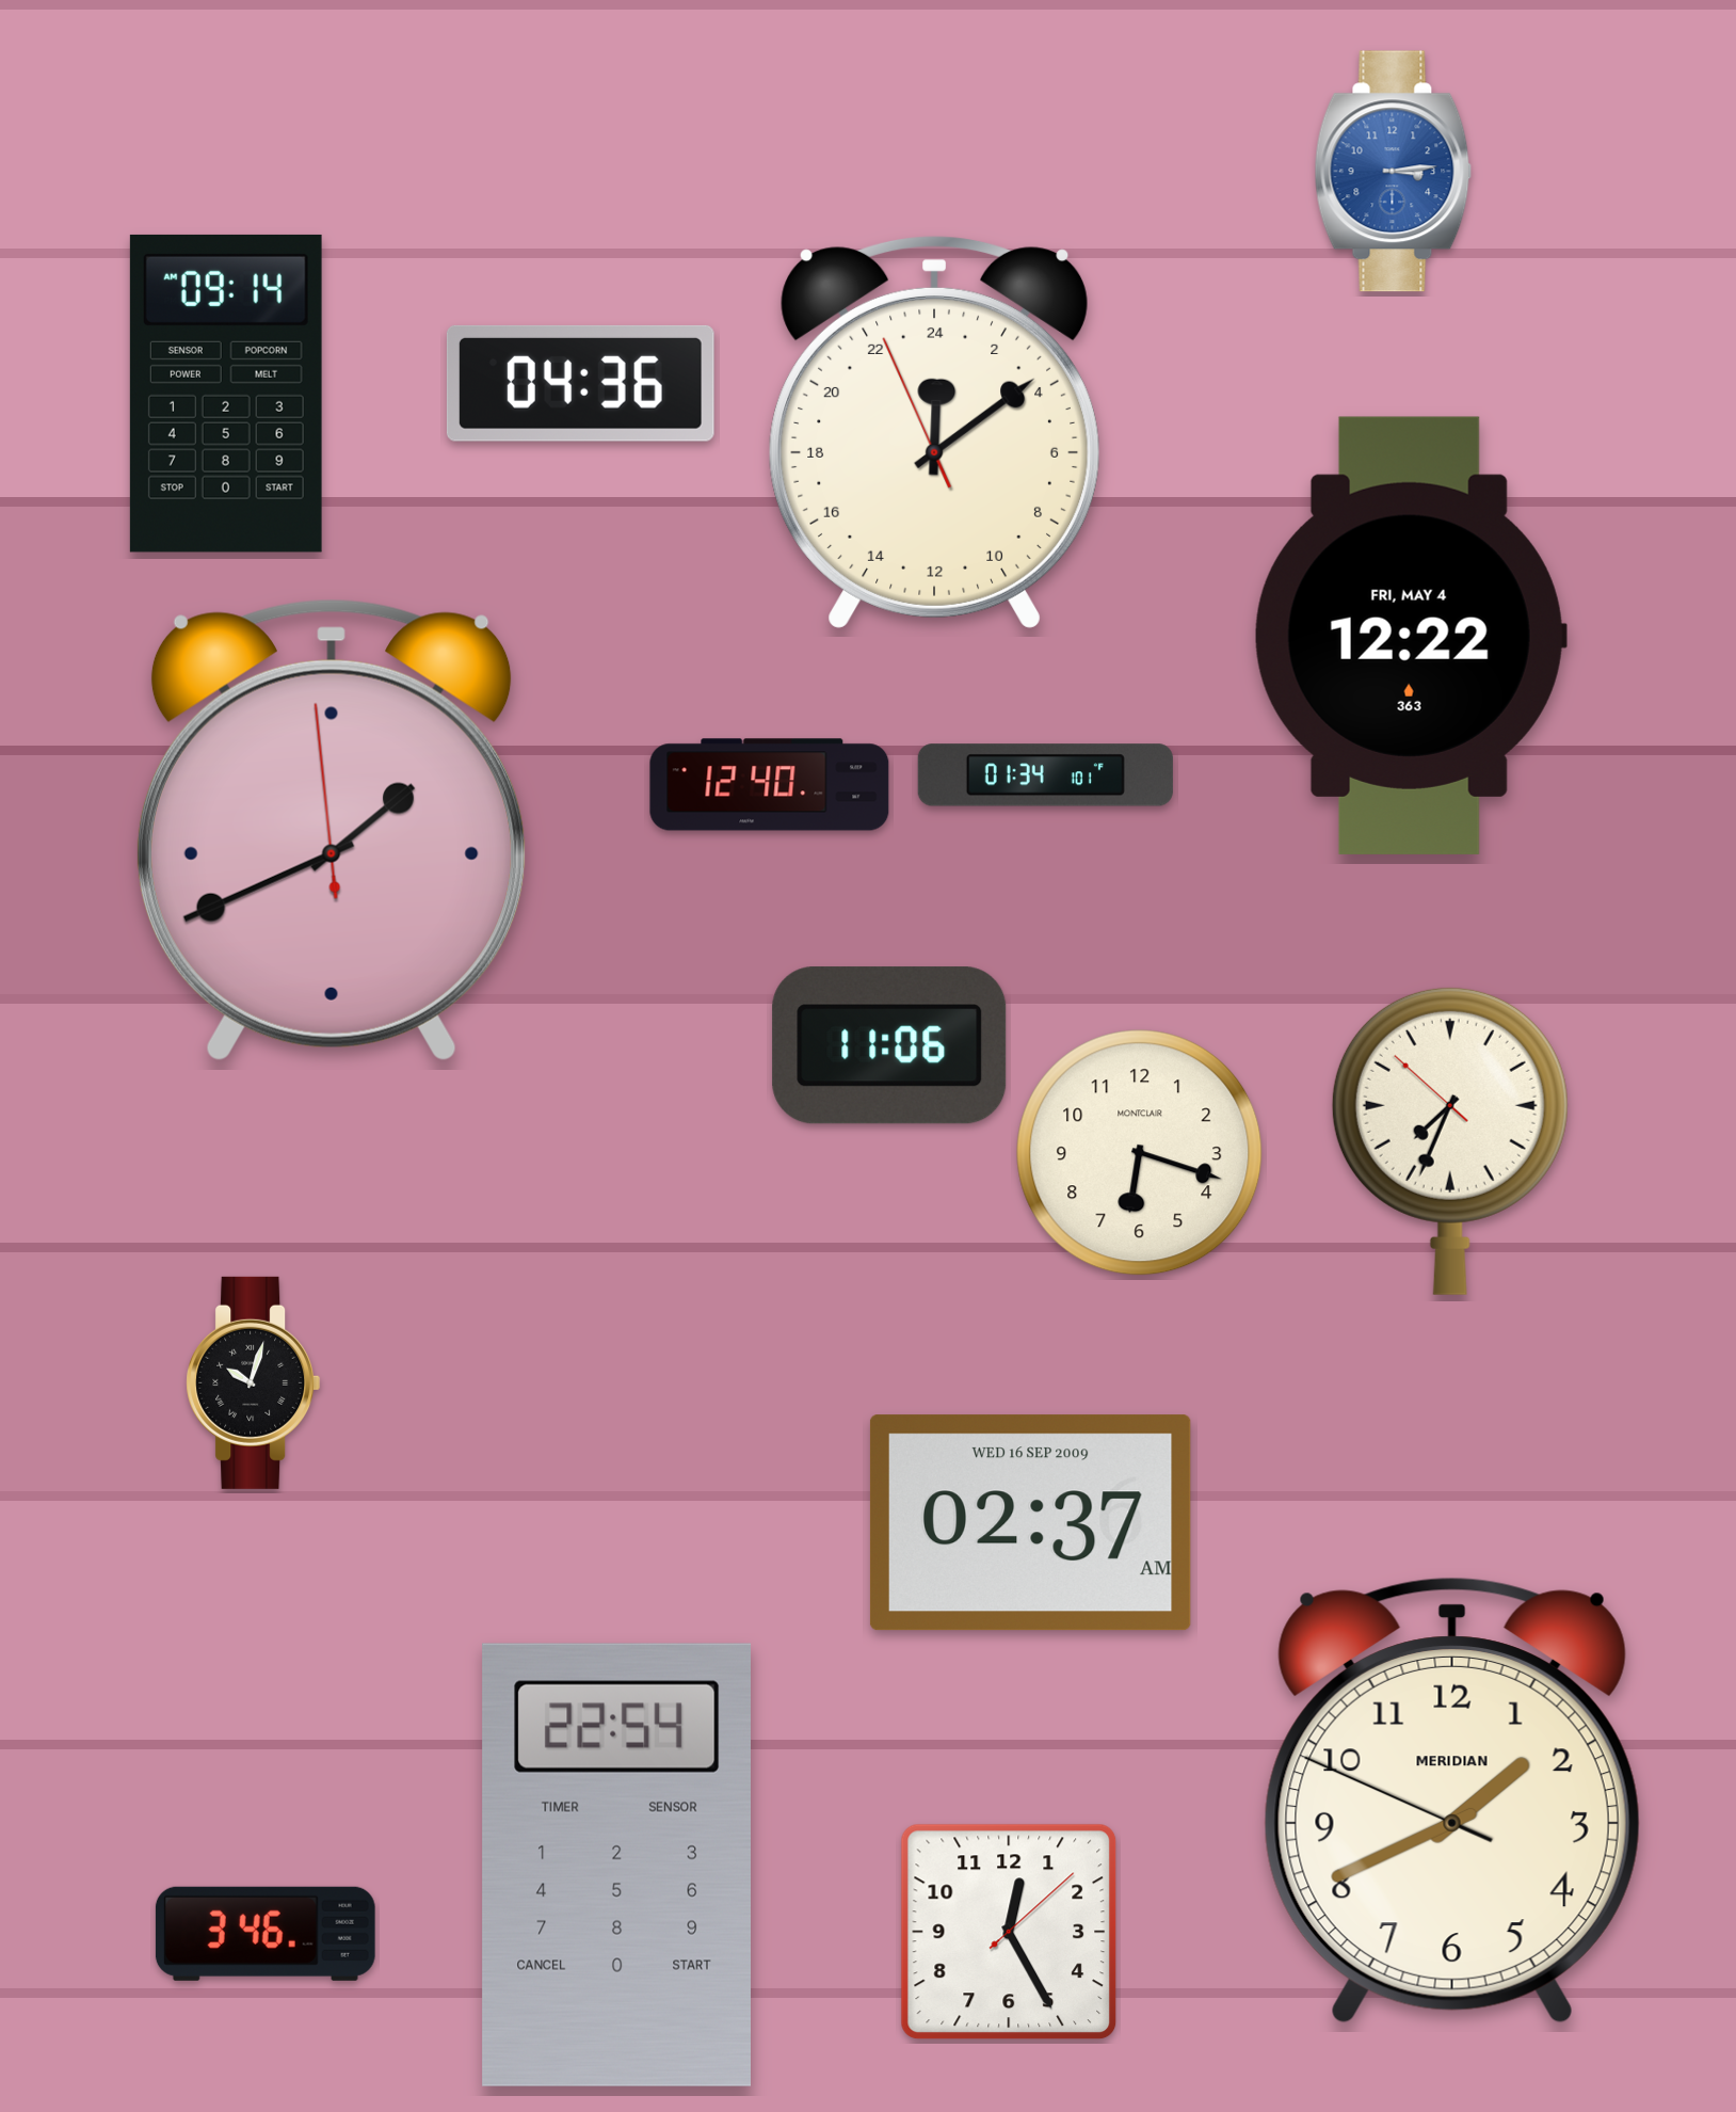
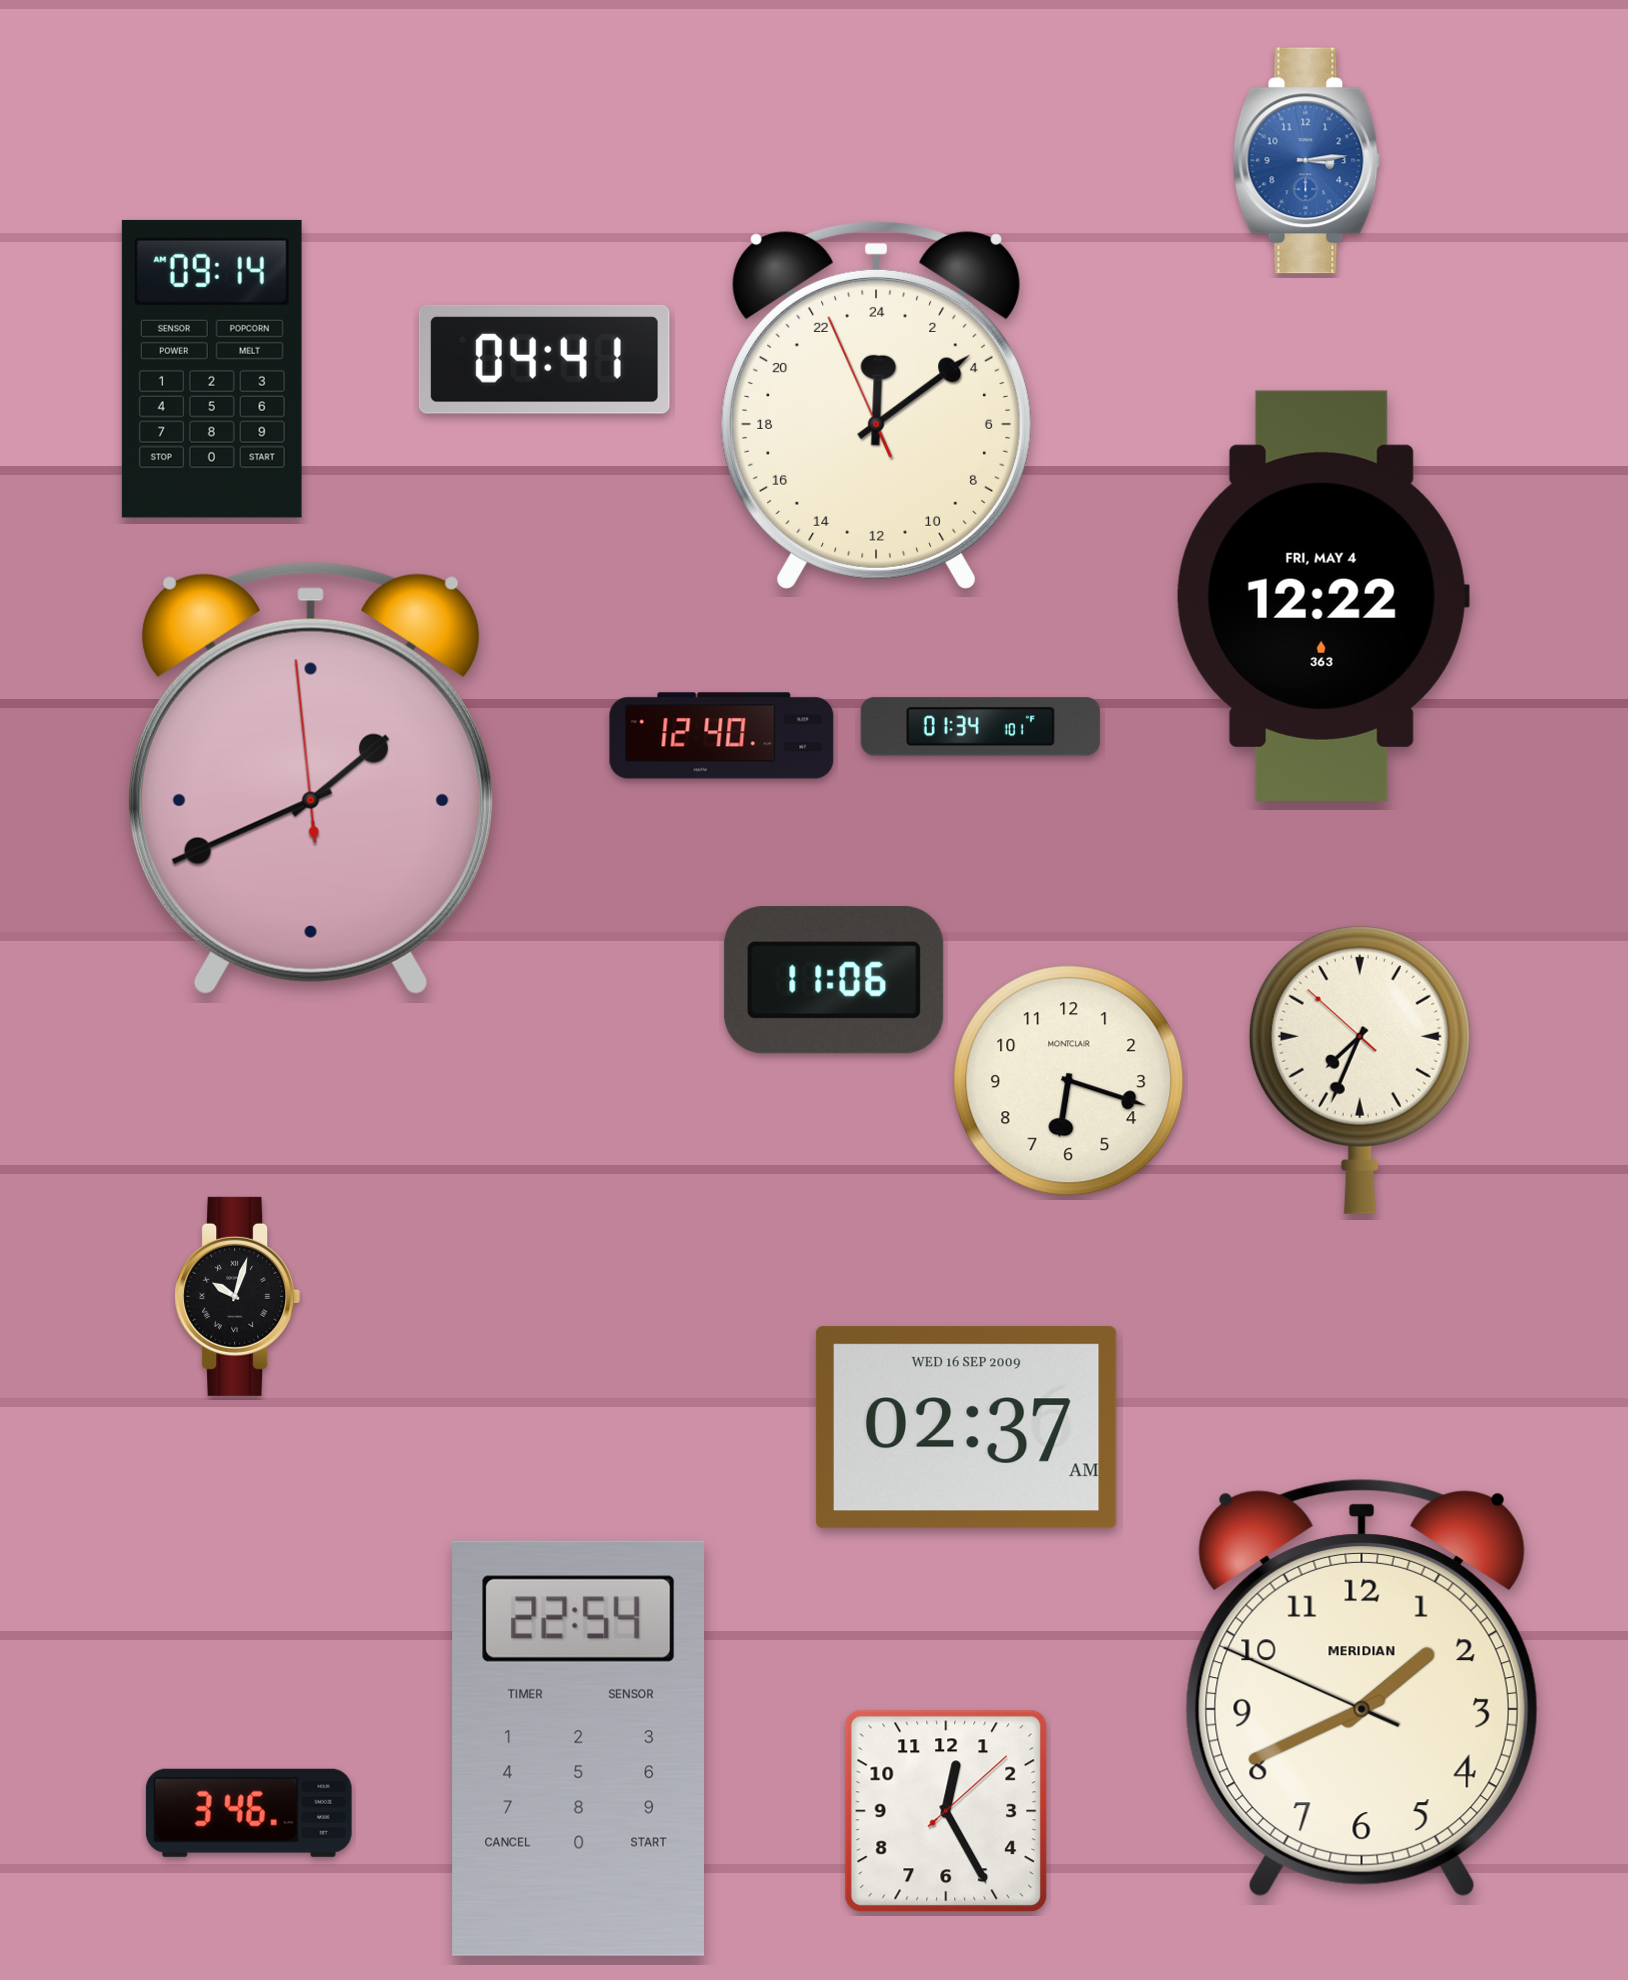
clock at (580, 383): 04:36 -> 04:41
